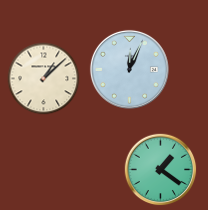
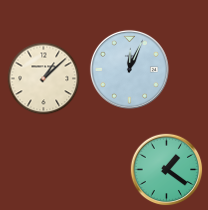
clock at (161, 170) position: (161, 170) -> (167, 170)
